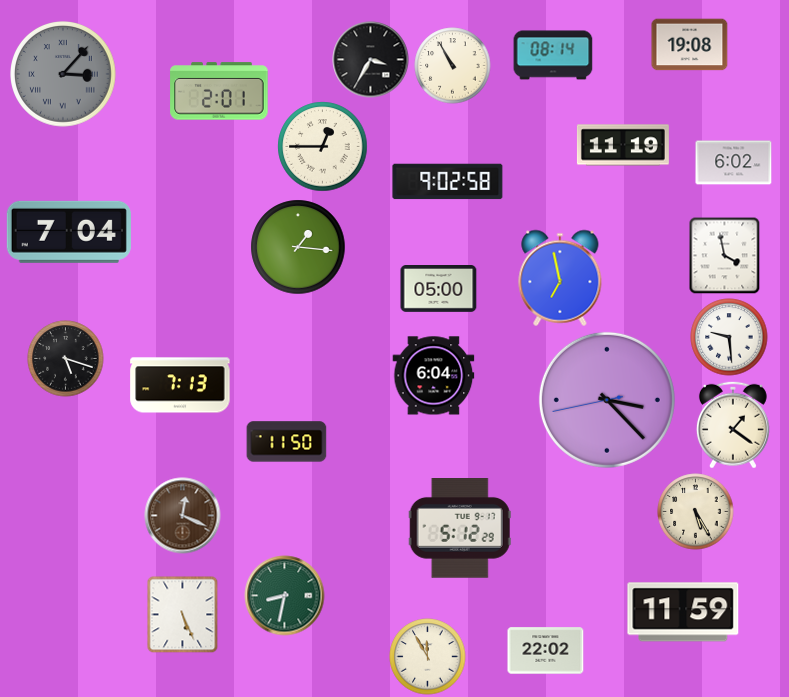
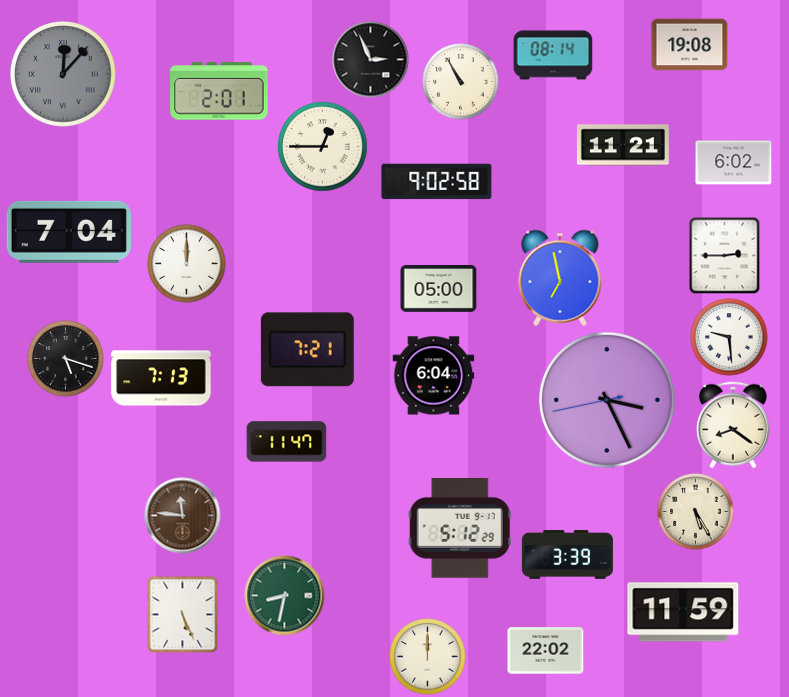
clock at (371, 60): 3:35 -> 2:56
clock at (453, 66) position: (453, 66) -> (461, 82)
clock at (64, 75): 3:07 -> 12:07
clock at (623, 145): 11:19 -> 11:21
clock at (448, 182) position: (448, 182) -> (437, 182)
clock at (298, 247): 1:16 -> none
clock at (725, 255): 3:58 -> 2:45
clock at (187, 264): none -> 12:00
clock at (307, 350): none -> 7:21
clock at (180, 385) position: (180, 385) -> (161, 378)
clock at (607, 400): 3:22 -> 3:25
clock at (733, 425): 1:21 -> 8:21
clock at (287, 442): 11:50 -> 11:47
clock at (183, 516): 12:19 -> 11:46
clock at (567, 555): none -> 3:39
clock at (428, 657): 11:55 -> 12:00
